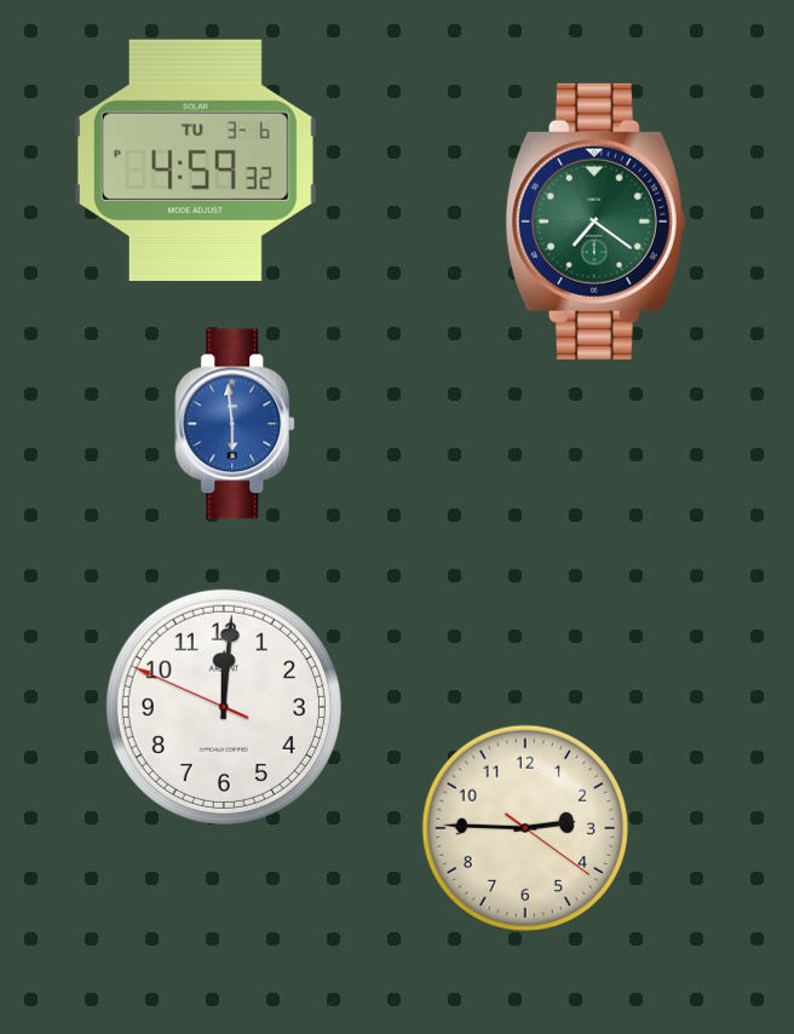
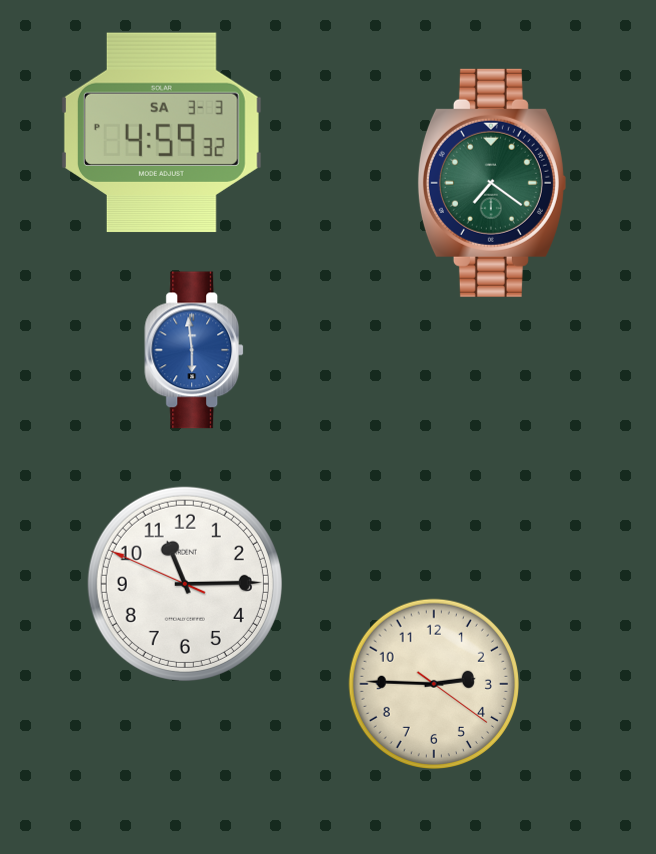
clock at (195, 161) date: TU 3-6 -> SA 3-3
clock at (224, 707): 12:00 -> 11:14
